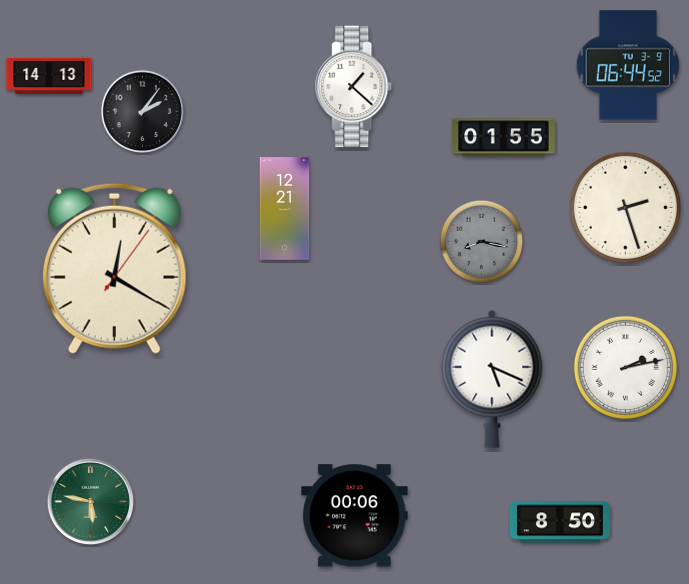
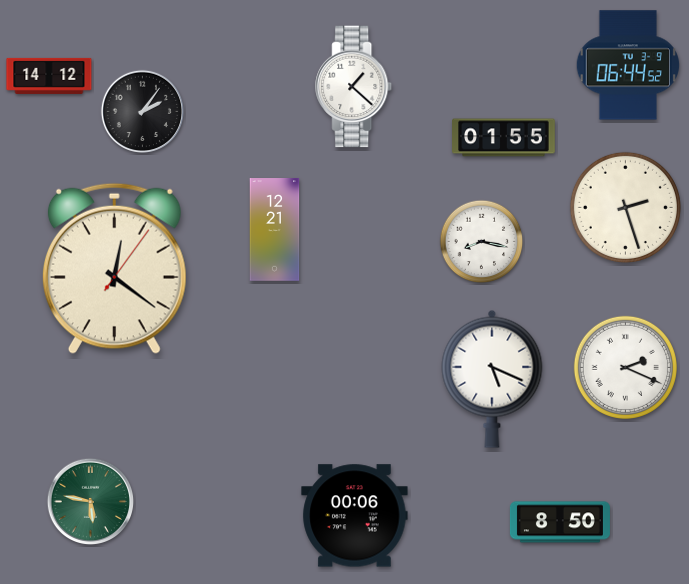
clock at (49, 76): 14:13 -> 14:12
clock at (285, 209) position: (285, 209) -> (275, 230)
clock at (482, 242) dial: grey -> white
clock at (114, 268): 12:20 -> 12:21
clock at (625, 367): 2:13 -> 2:19
